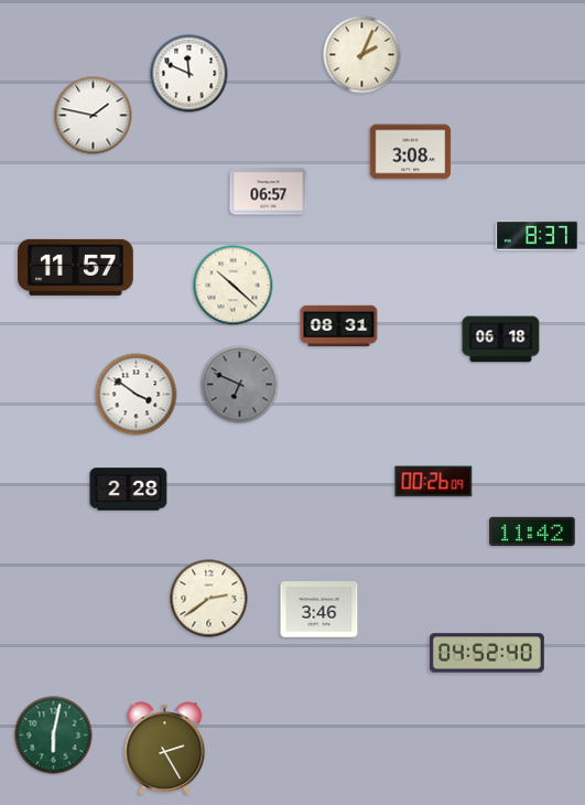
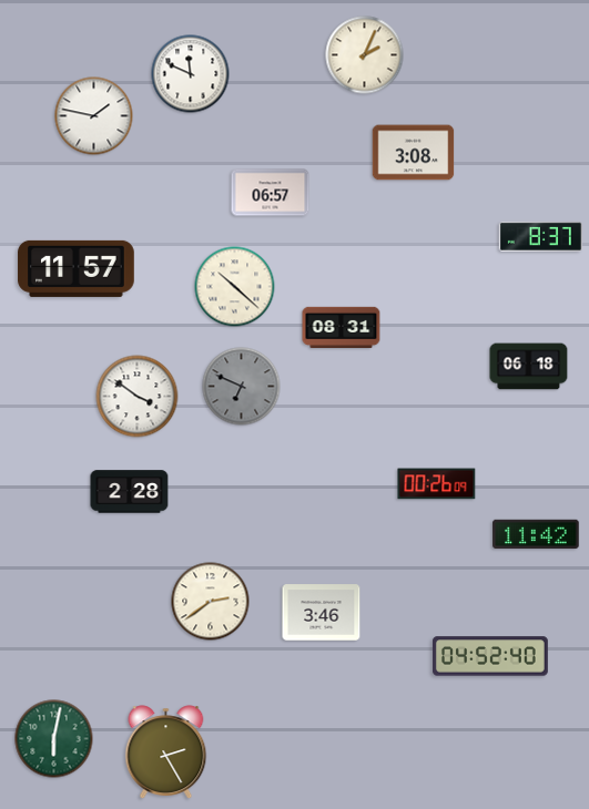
clock at (501, 340) position: (501, 340) -> (529, 367)
